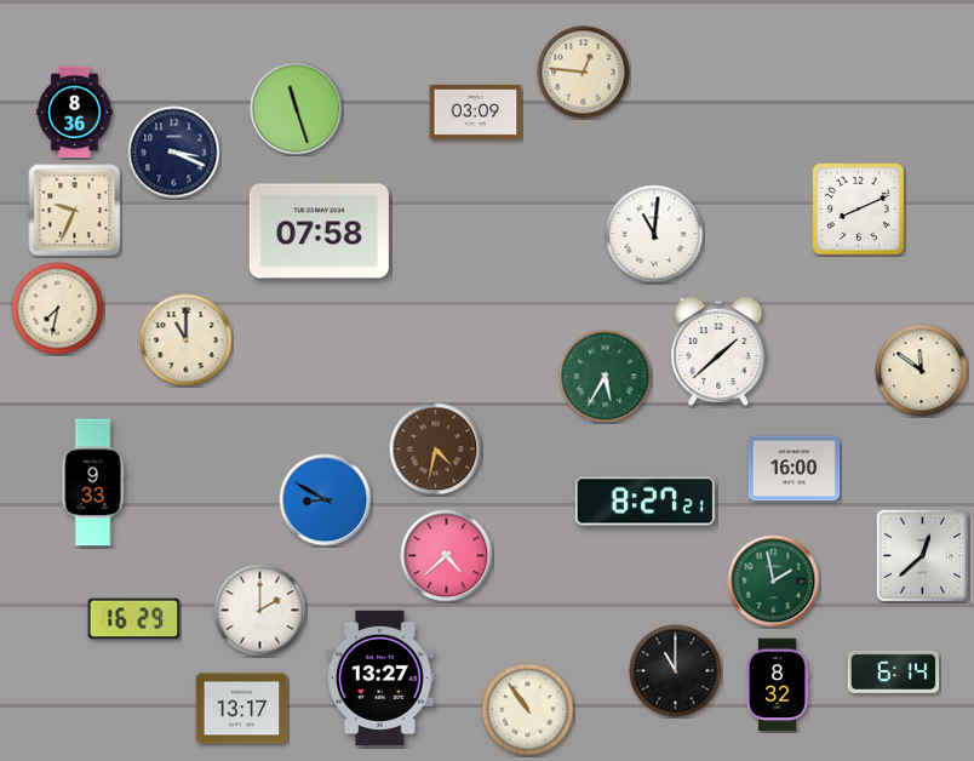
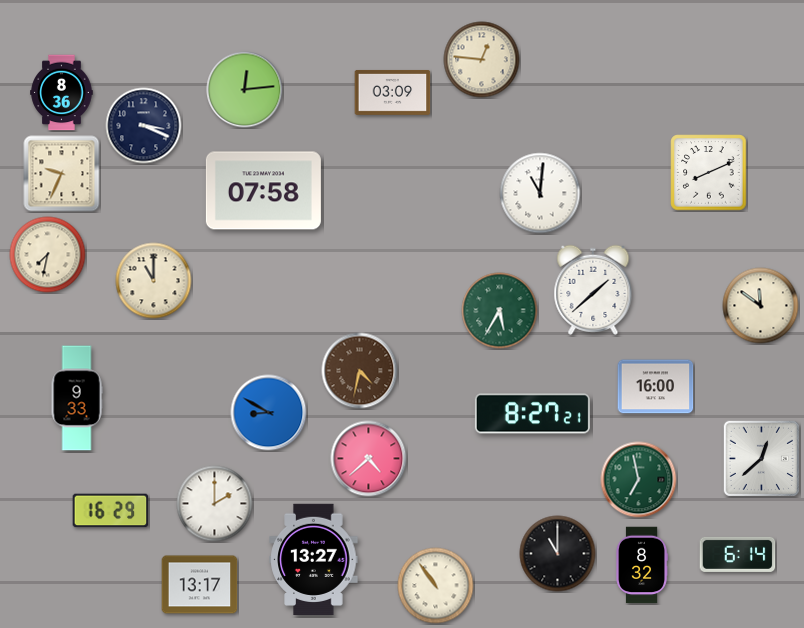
clock at (297, 109): 11:27 -> 12:14
clock at (774, 582): 1:58 -> 6:58
